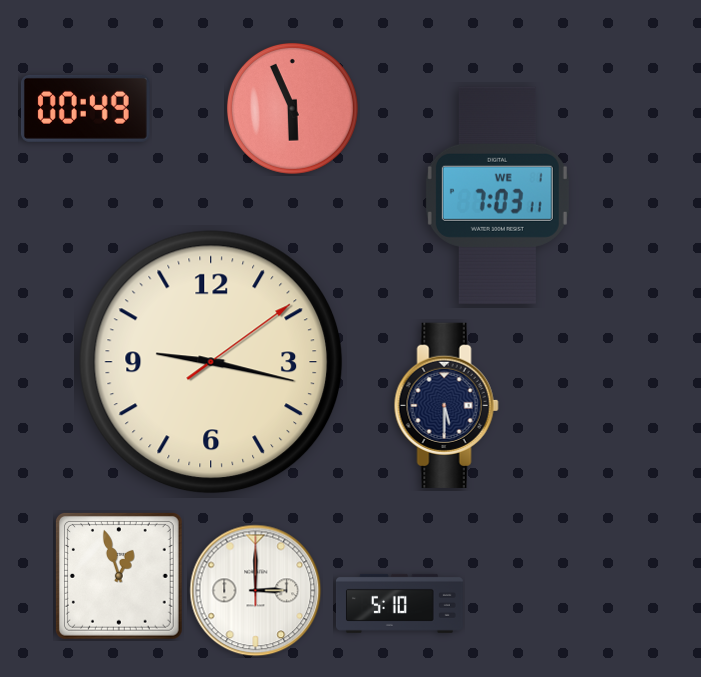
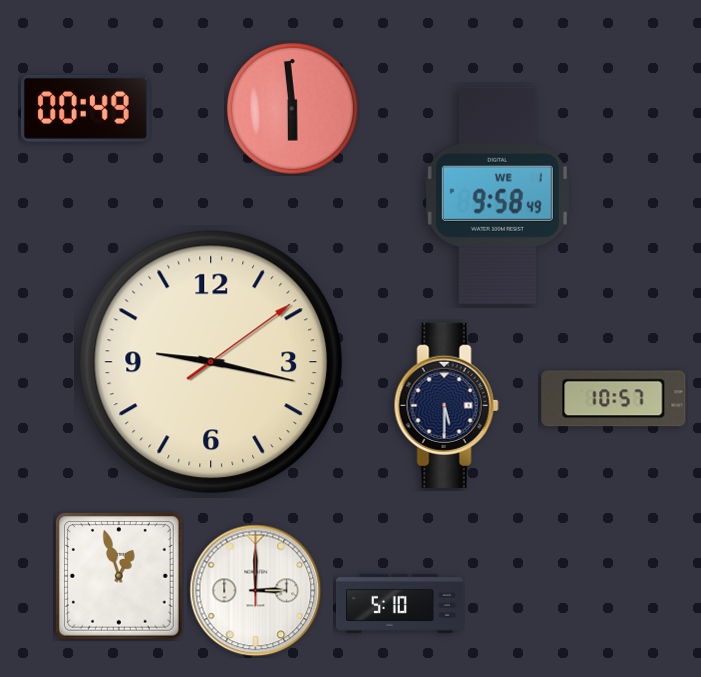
clock at (292, 108): 5:56 -> 5:59
clock at (497, 195): 7:03 -> 9:58
clock at (614, 399): none -> 10:57
